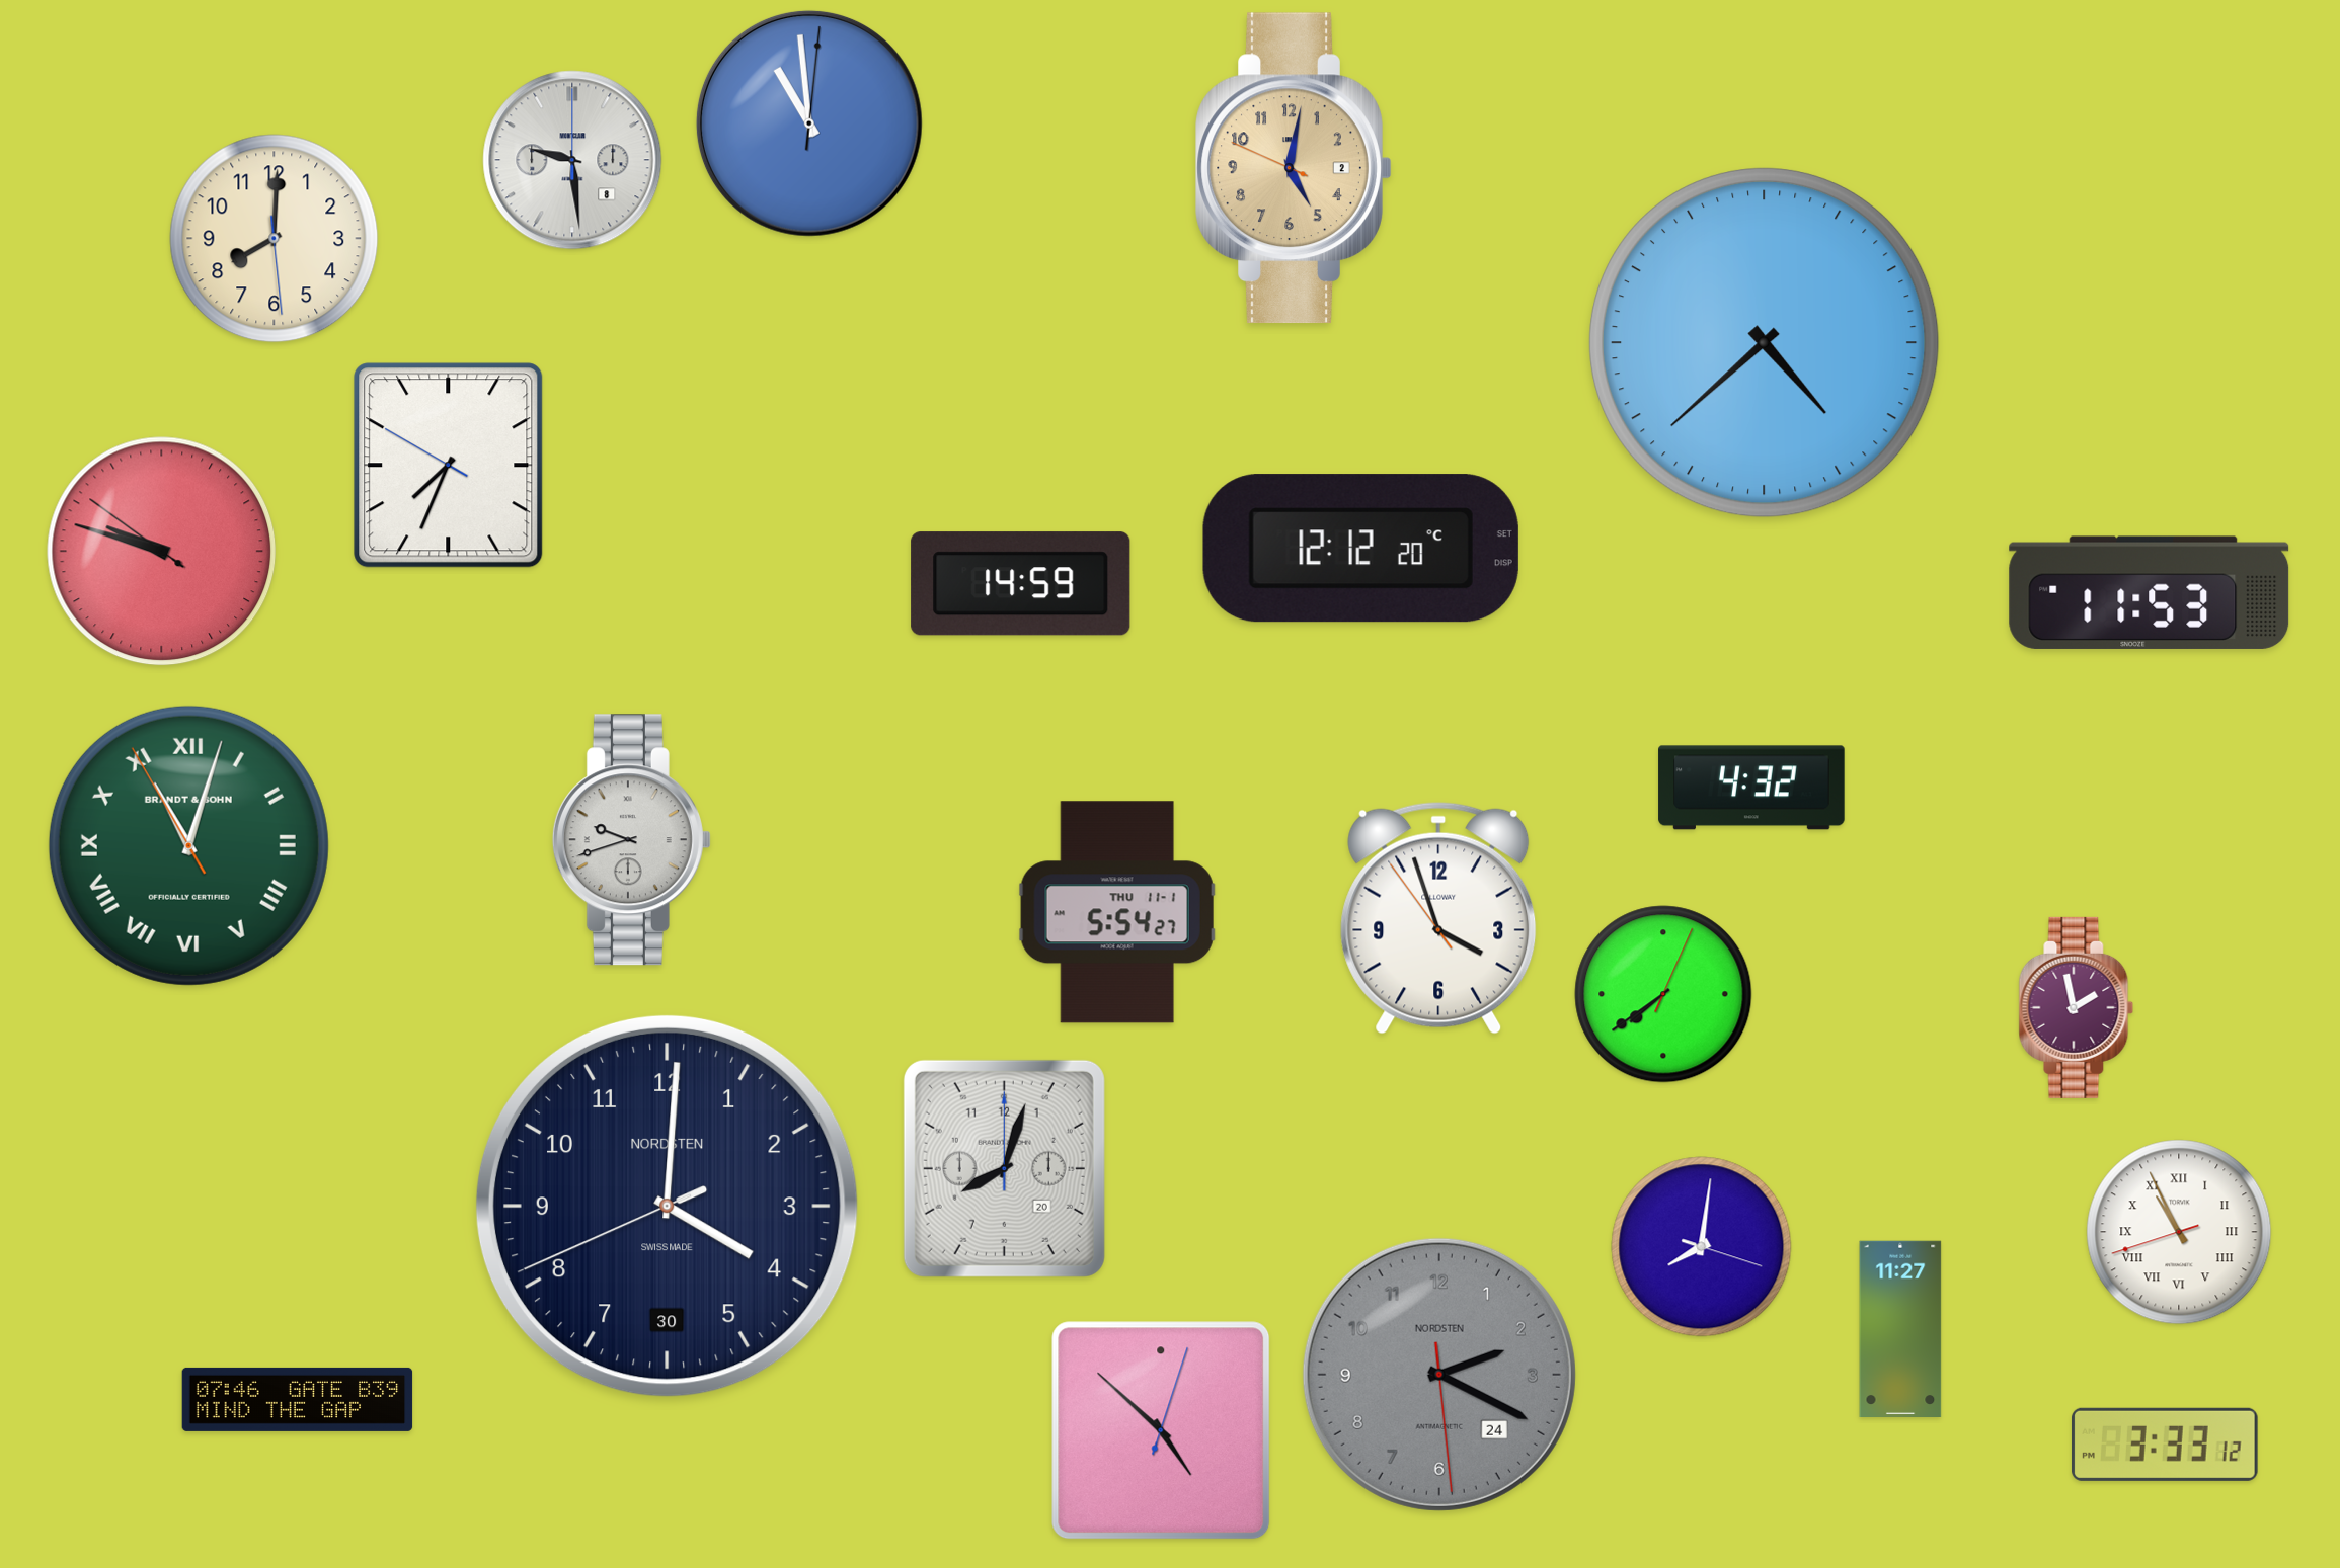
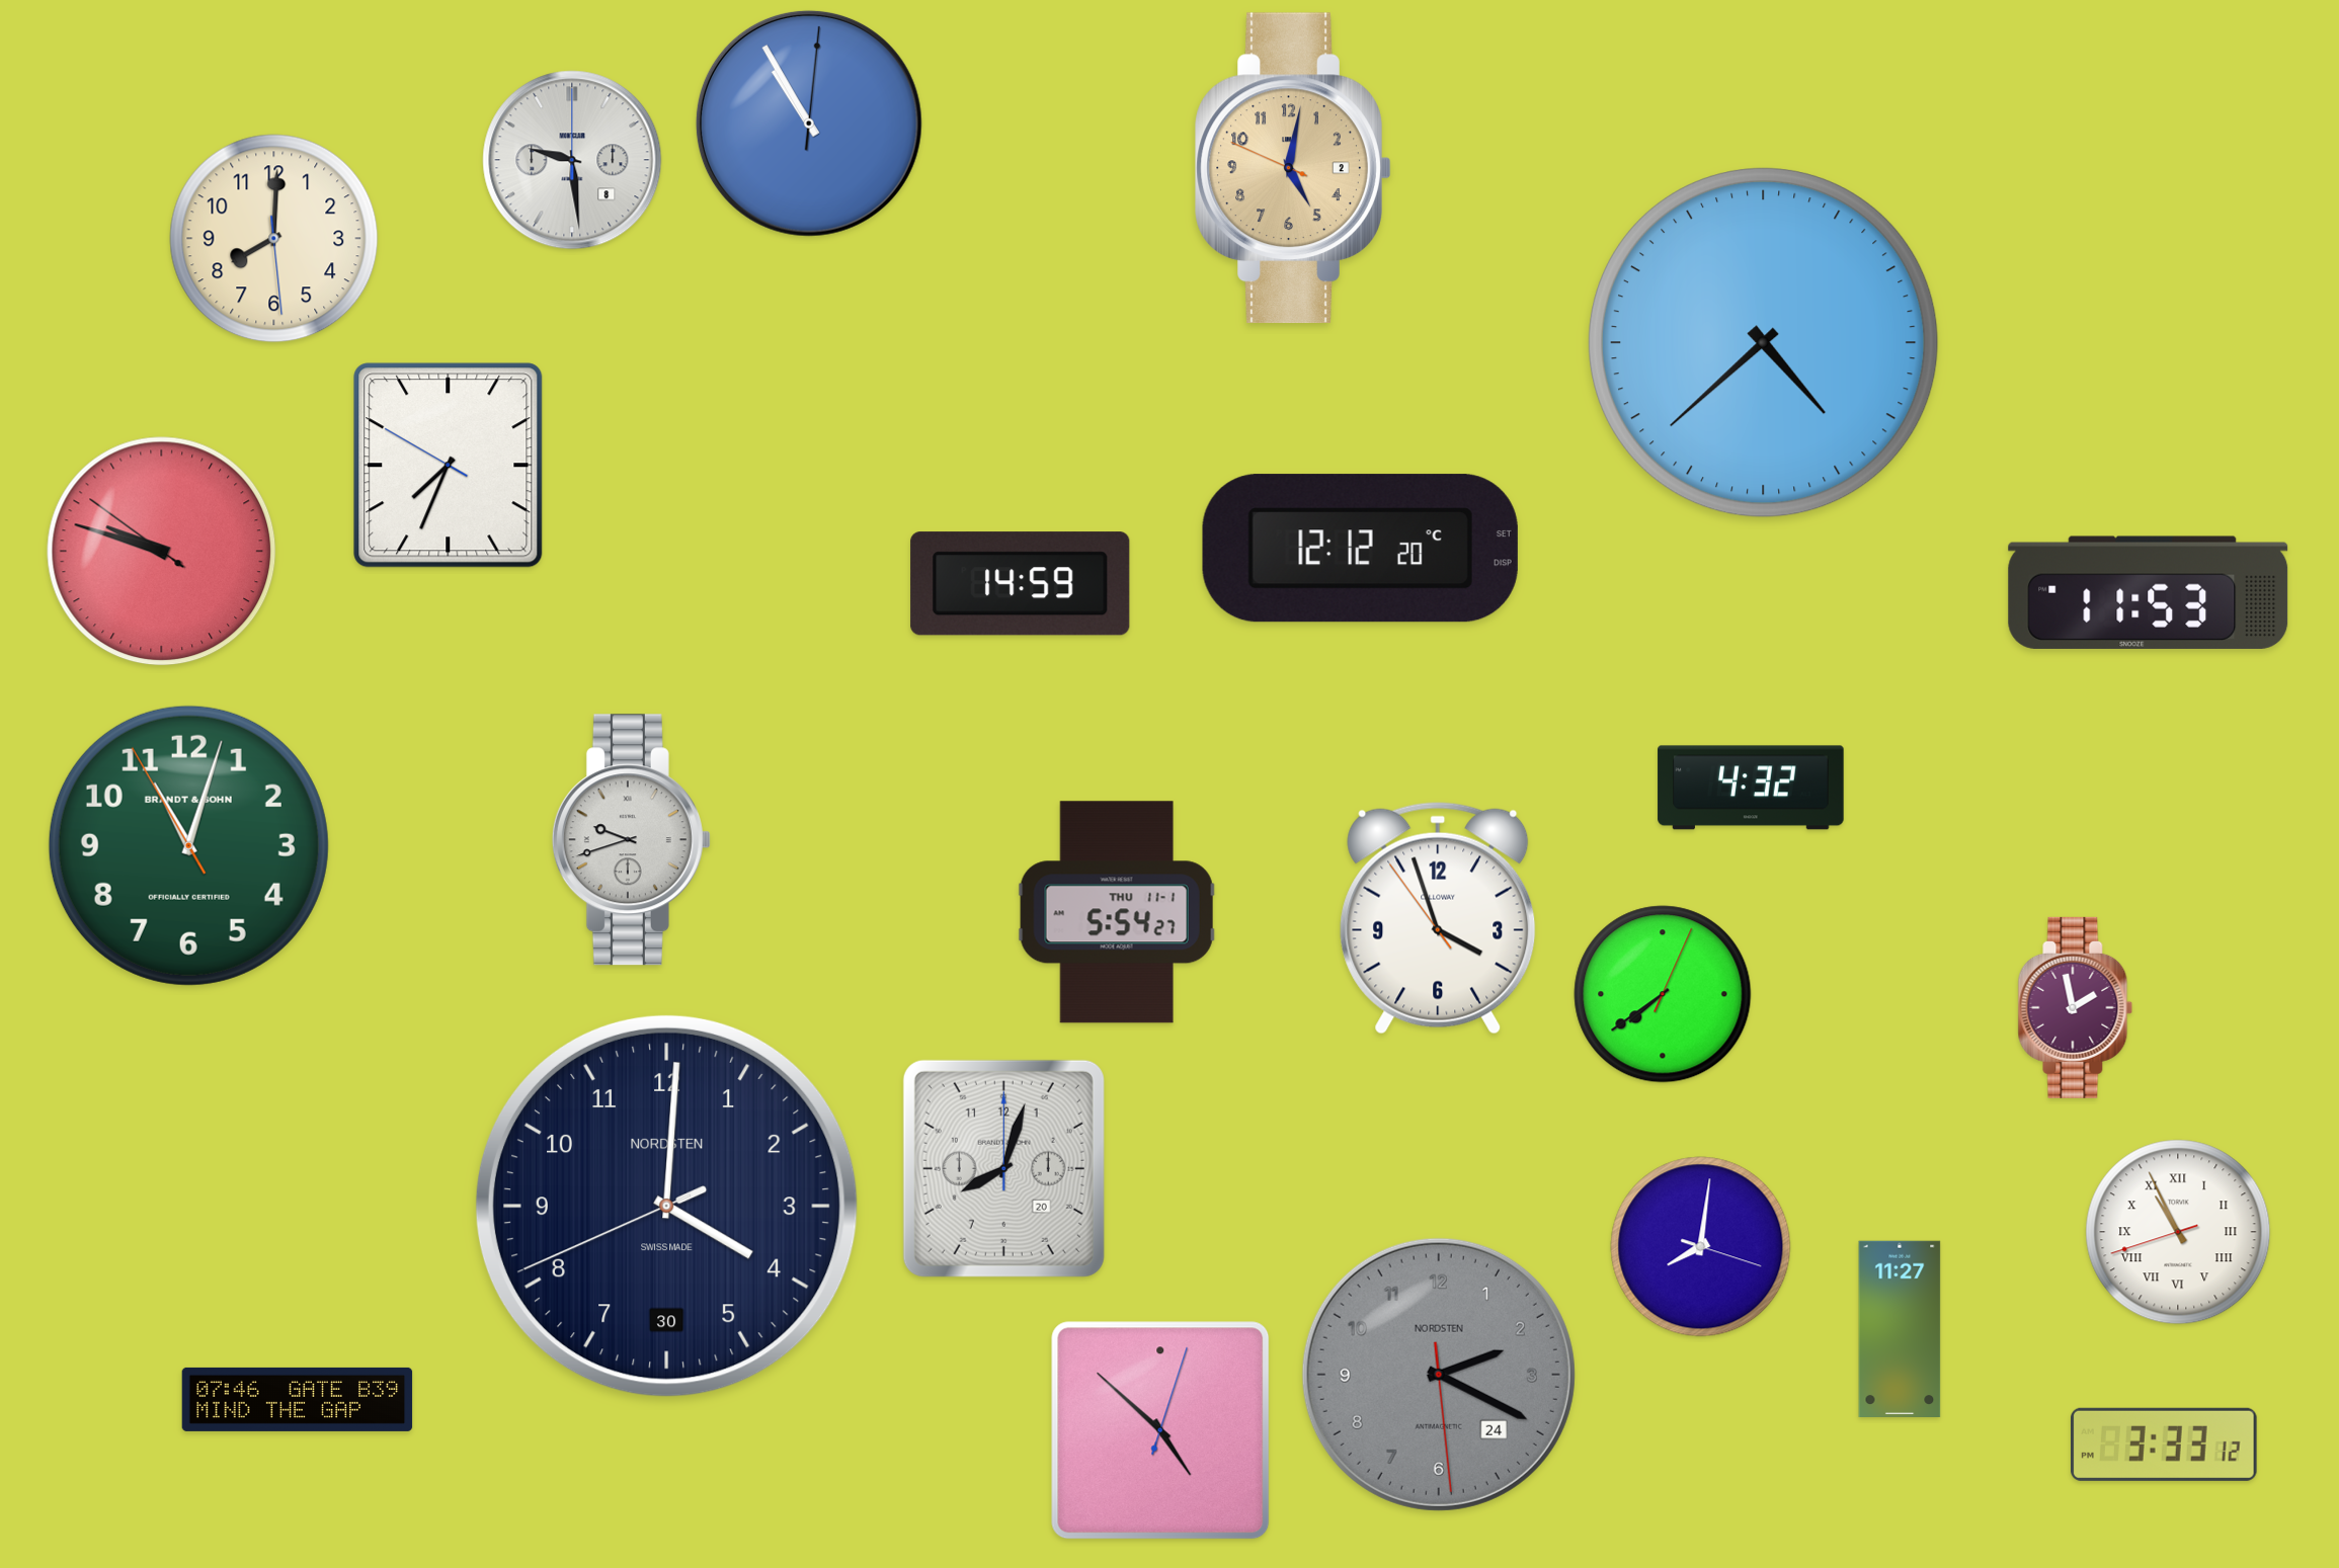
clock at (809, 123): 10:59 -> 10:55
clock at (188, 845) numerals: Roman -> Arabic
